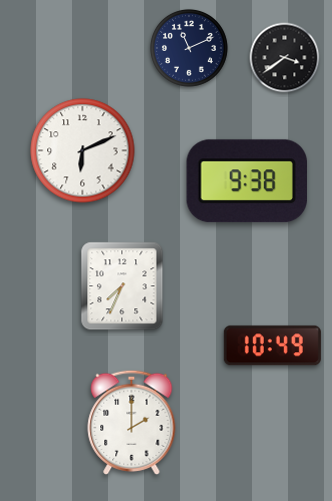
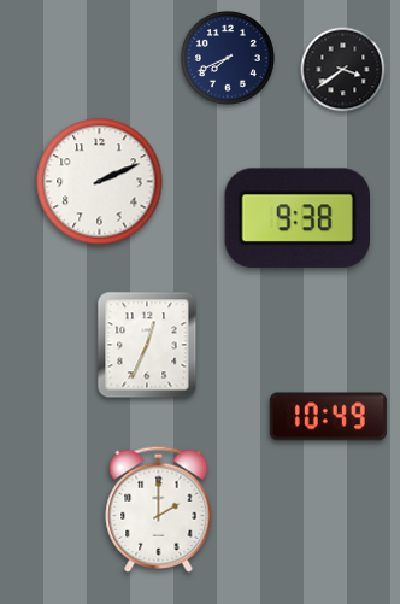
clock at (189, 48): 11:11 -> 7:41
clock at (83, 151): 6:11 -> 2:11
clock at (122, 286): 7:34 -> 12:34
